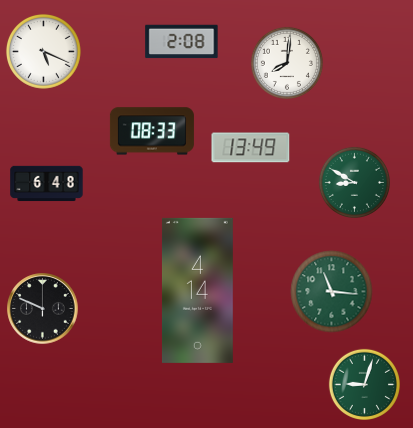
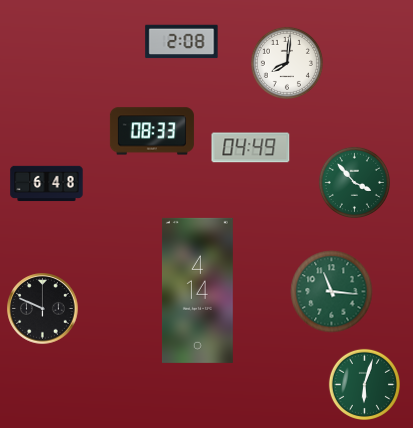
clock at (43, 51): 5:19 -> none
clock at (251, 148): 13:49 -> 04:49
clock at (354, 182): 8:50 -> 3:53
clock at (364, 384): 9:03 -> 6:03
